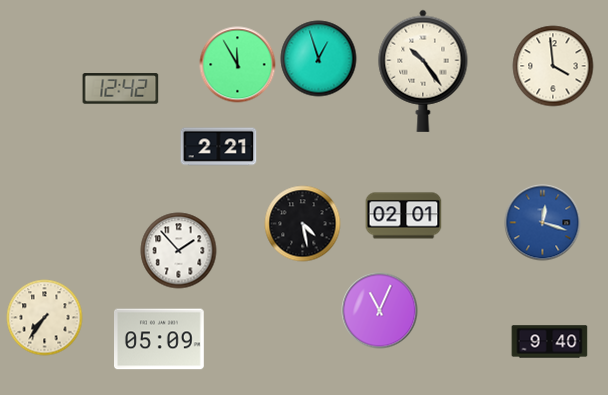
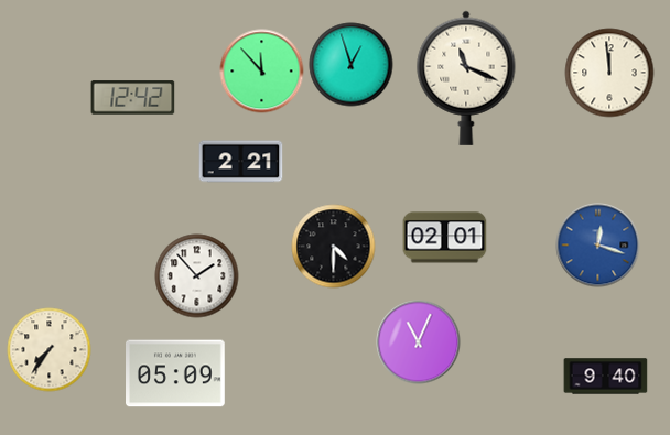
clock at (238, 65): 11:55 -> 11:53
clock at (553, 66): 3:59 -> 11:59
clock at (423, 71): 10:24 -> 11:19
clock at (303, 224): 4:28 -> 4:30
